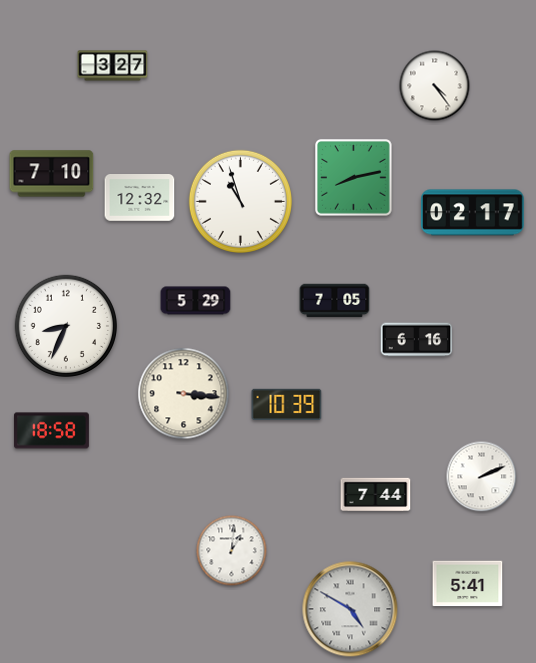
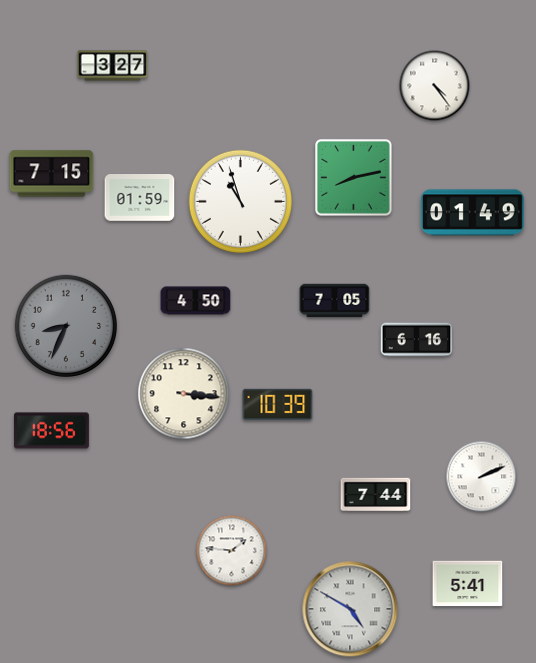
clock at (52, 174): 7:10 -> 7:15
clock at (140, 198): 12:32 -> 01:59
clock at (473, 213): 02:17 -> 01:49
clock at (196, 301): 5:29 -> 4:50
clock at (65, 325) dial: white -> grey
clock at (287, 404) position: (287, 404) -> (278, 404)
clock at (51, 431): 18:58 -> 18:56
clock at (232, 551): 1:01 -> 1:46
